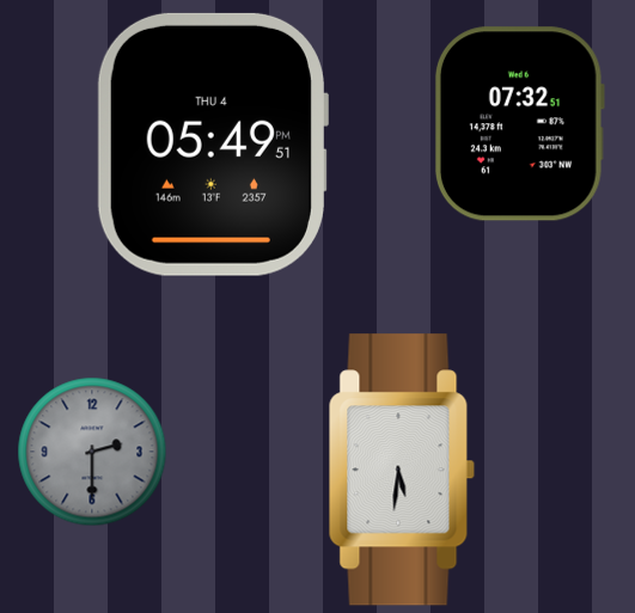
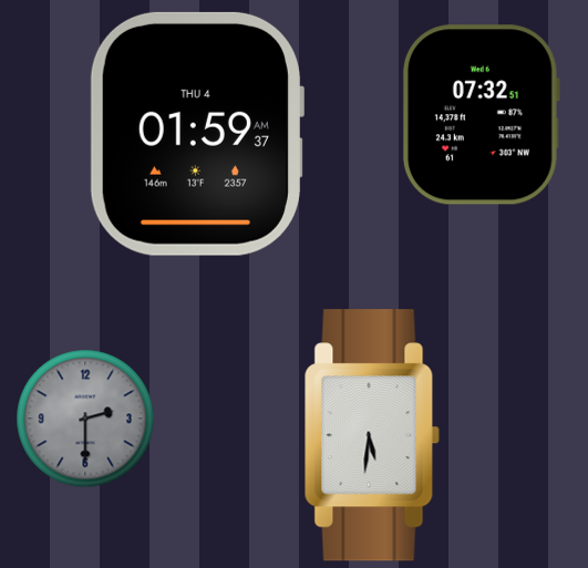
clock at (212, 145): 05:49 -> 01:59
